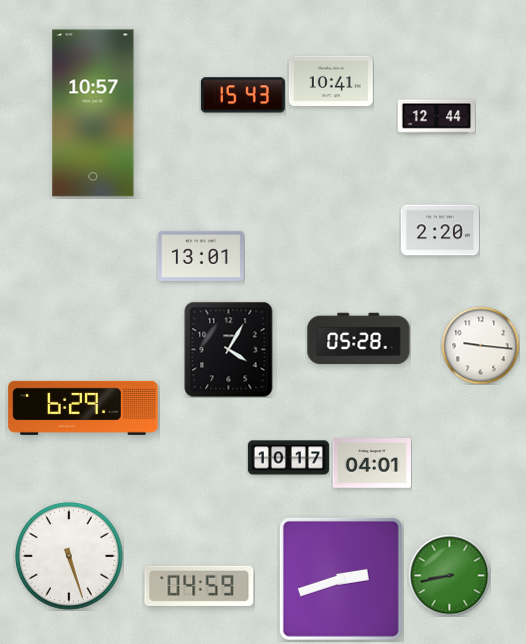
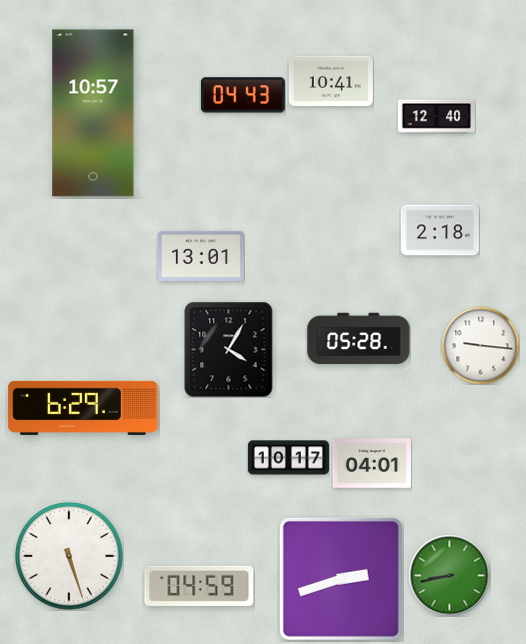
clock at (243, 95): 15:43 -> 04:43
clock at (436, 117): 12:44 -> 12:40
clock at (440, 230): 2:20 -> 2:18
